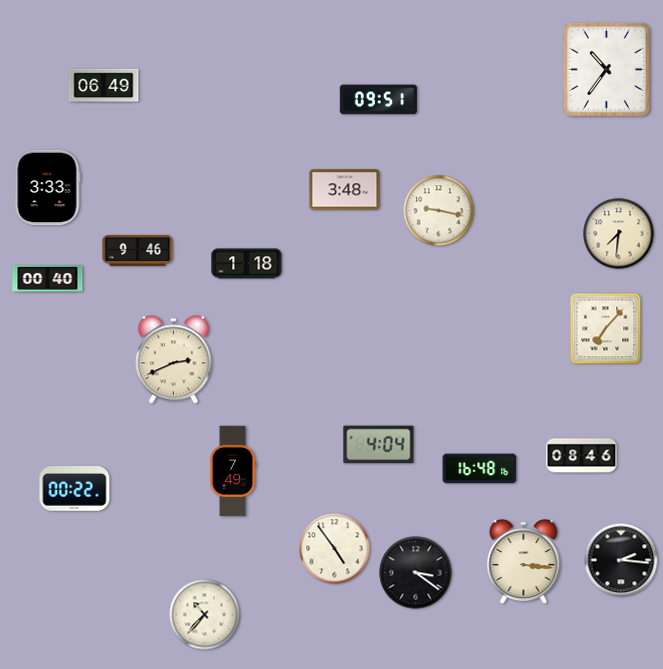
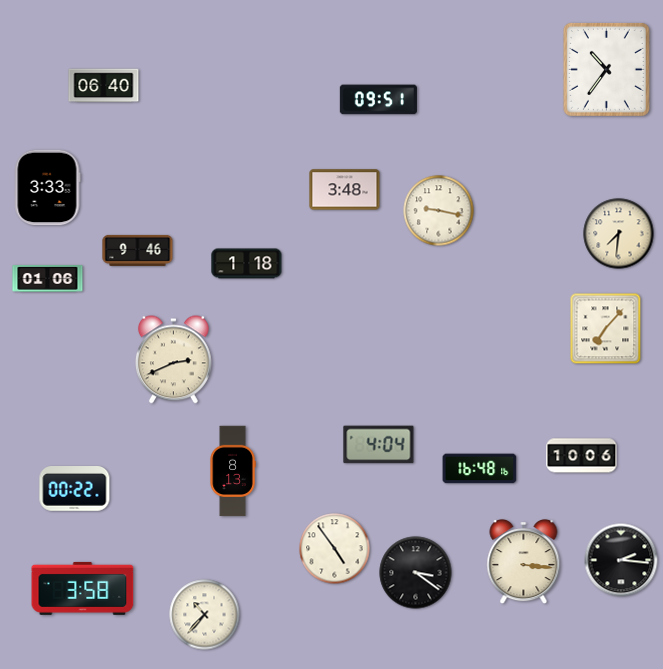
clock at (104, 86): 06:49 -> 06:40
clock at (48, 279): 00:40 -> 01:06
clock at (582, 456): 08:46 -> 10:06
clock at (233, 471): 7:49 -> 8:13
clock at (83, 588): none -> 3:58
